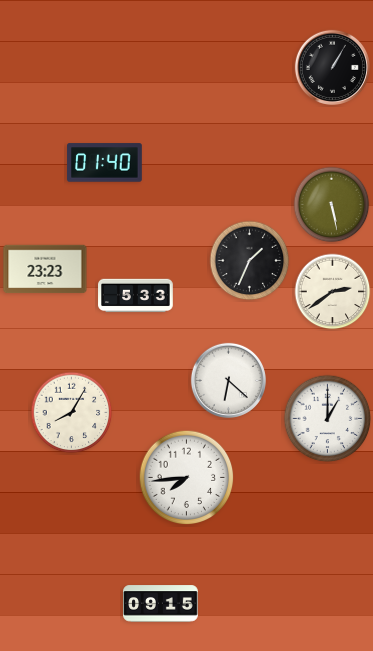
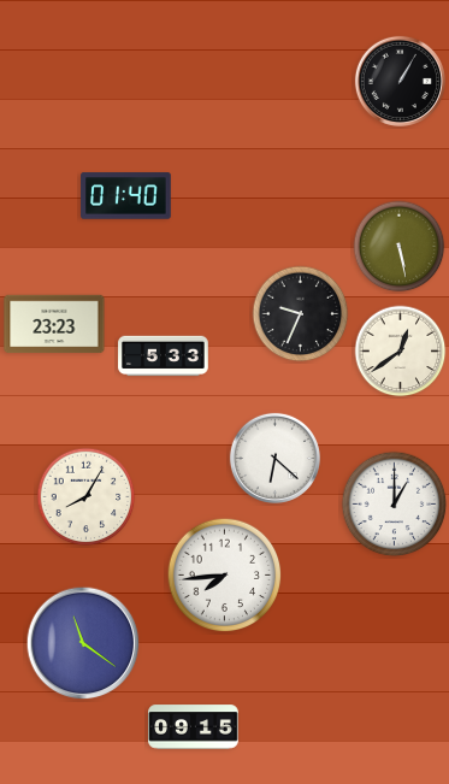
clock at (250, 261): 1:34 -> 9:34
clock at (333, 292): 2:39 -> 12:39
clock at (83, 643): none -> 11:21
